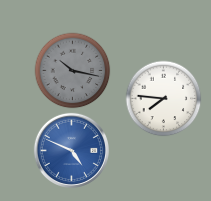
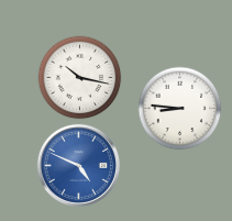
clock at (73, 71) dial: grey -> white
clock at (164, 99): 7:46 -> 8:46
